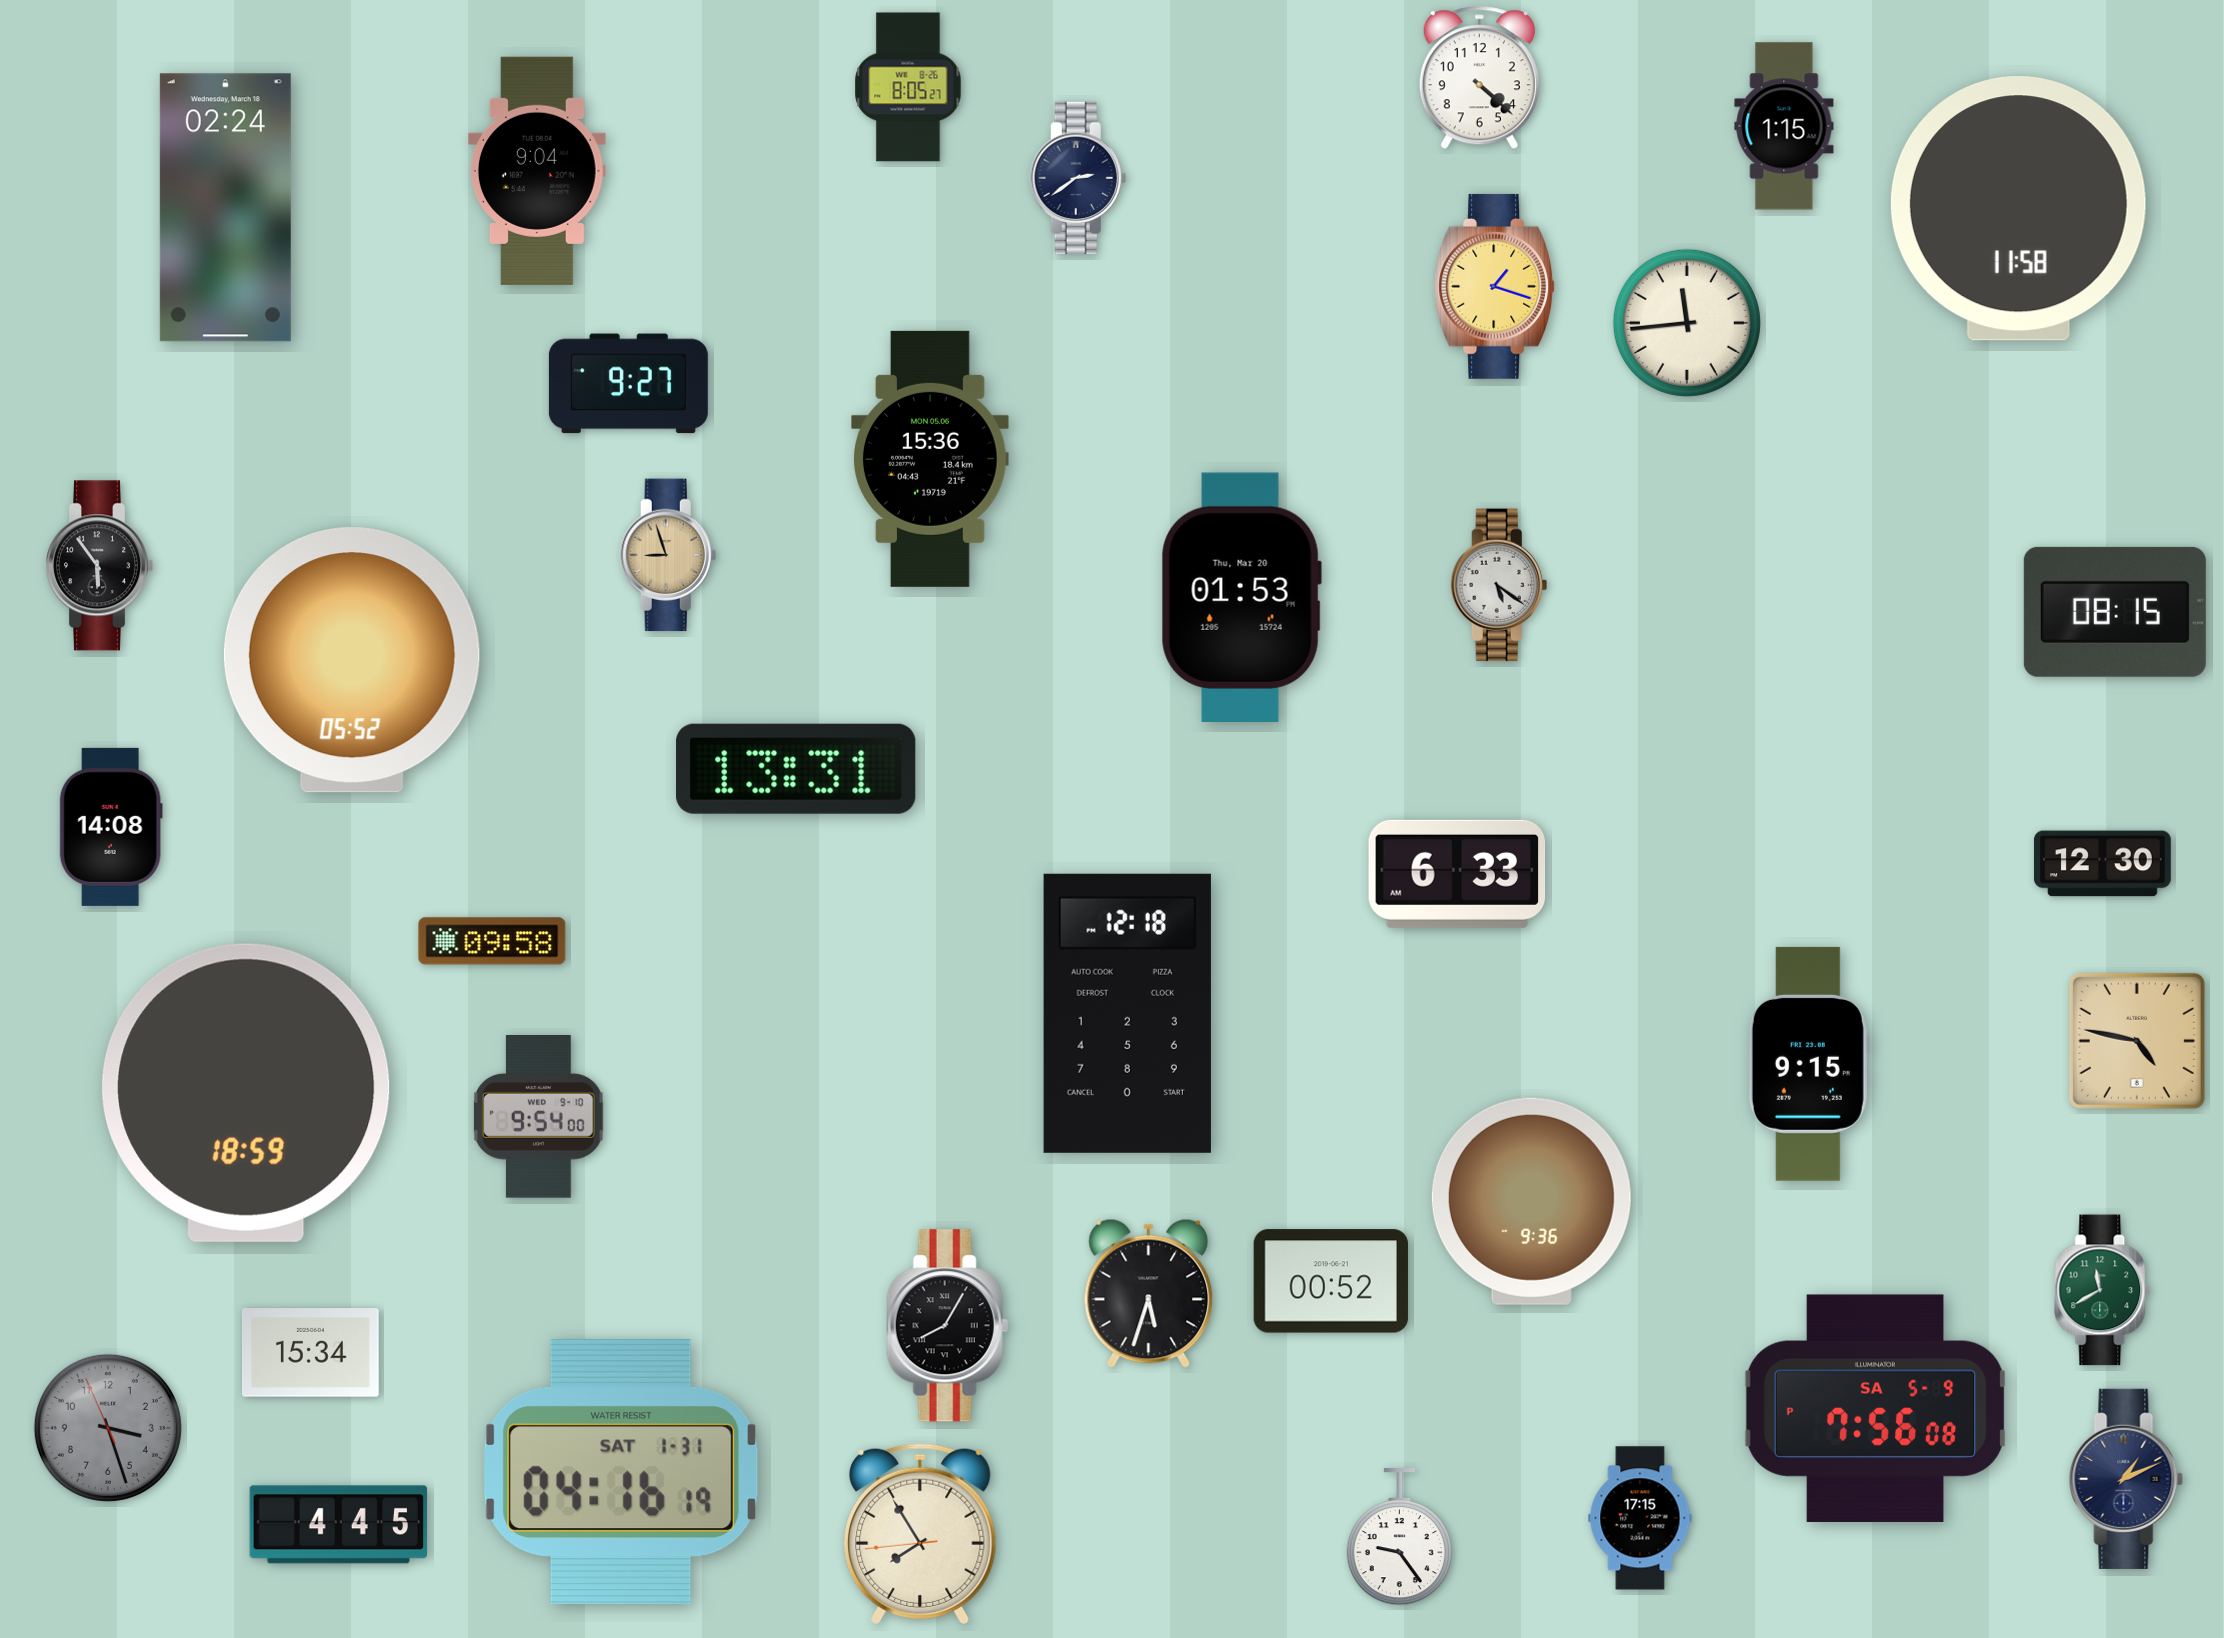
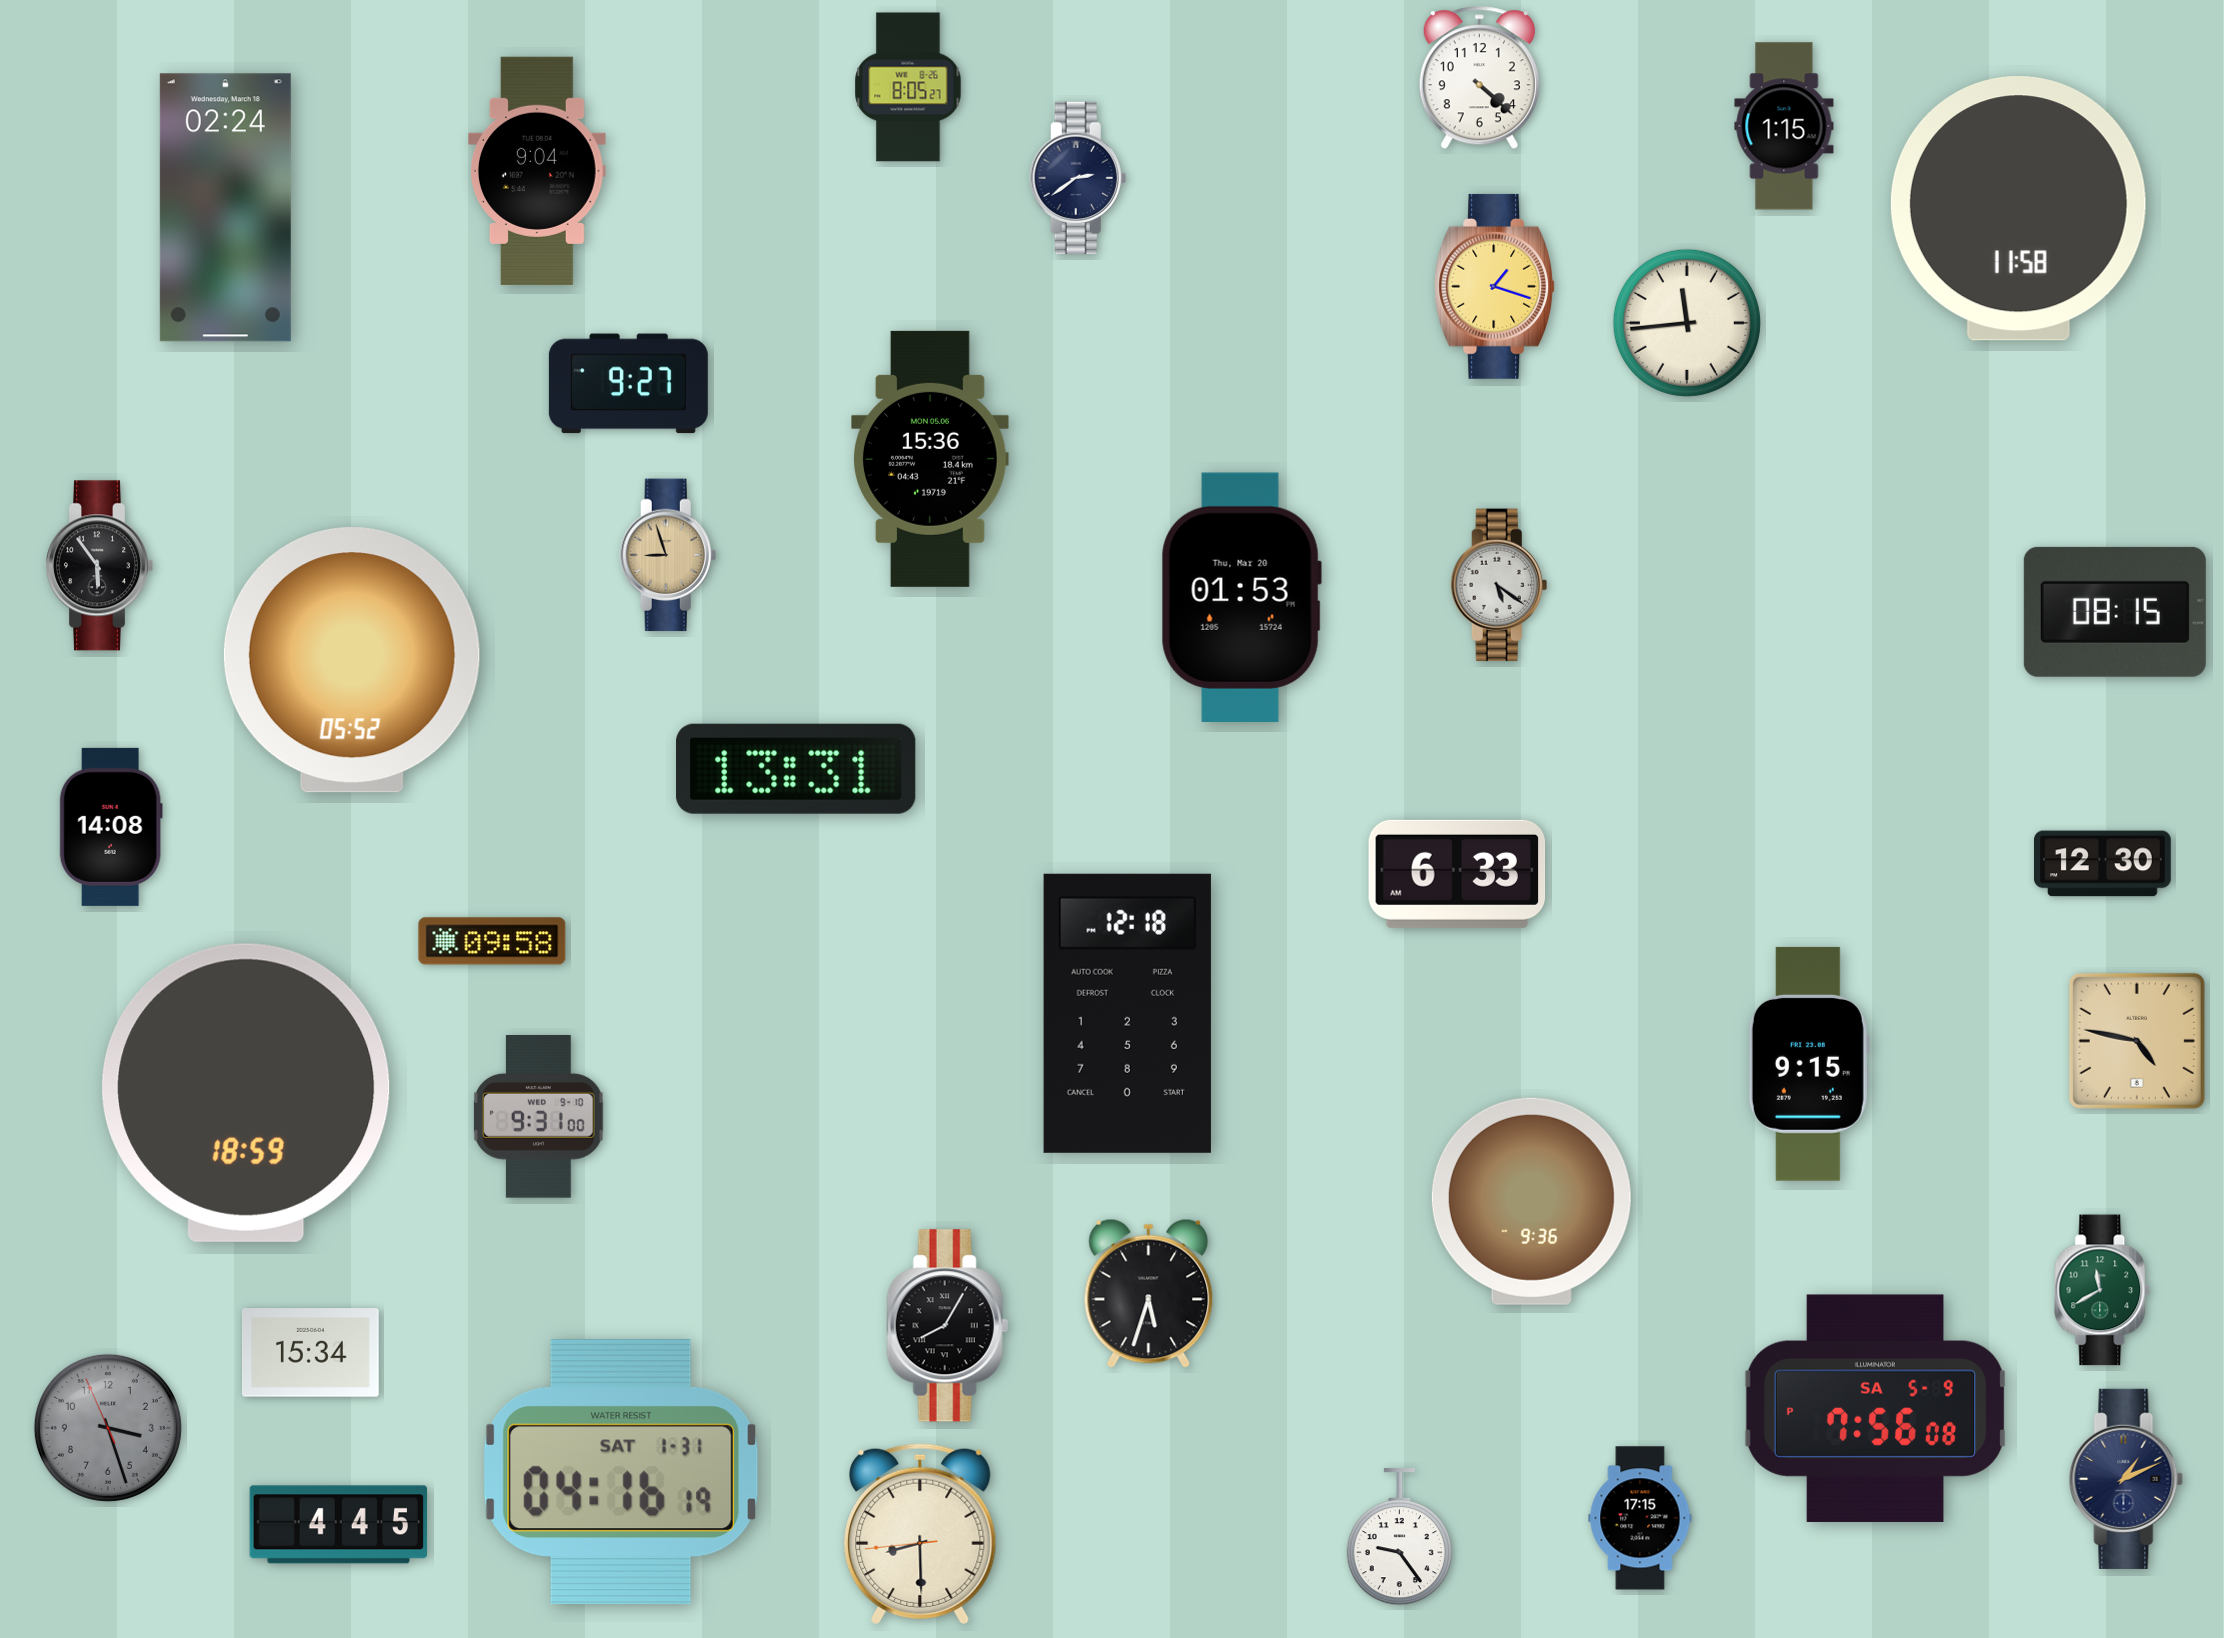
clock at (539, 1117): 9:54 -> 9:31
clock at (1331, 1281): 00:52 -> none
clock at (920, 1534): 7:54 -> 8:29
